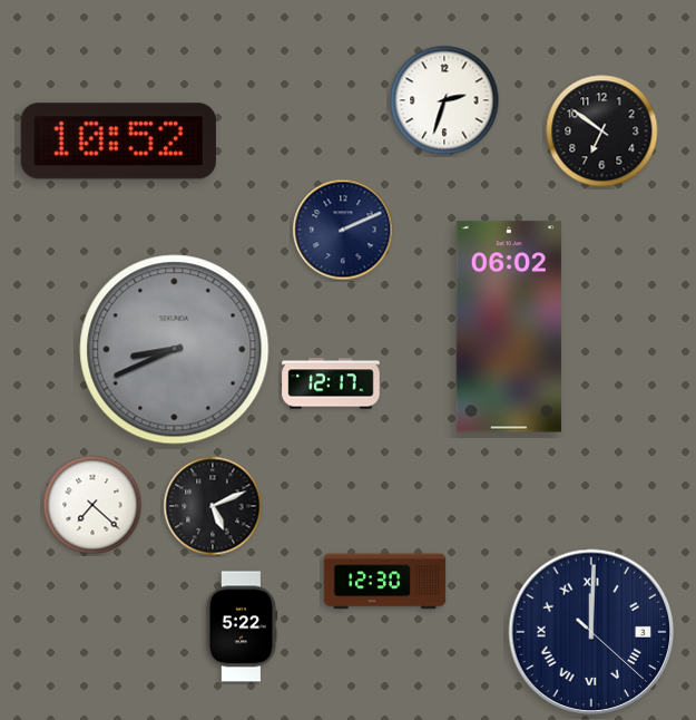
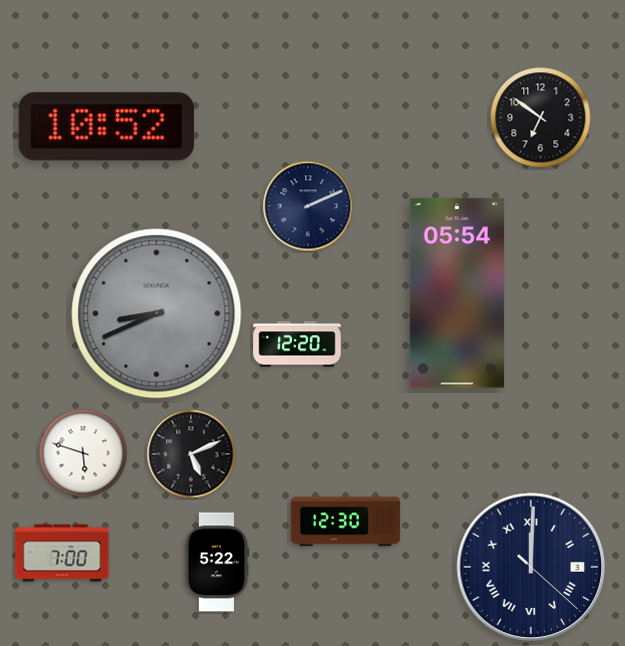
clock at (444, 100): 2:33 -> none
clock at (509, 327): 06:02 -> 05:54
clock at (331, 383): 12:17 -> 12:20
clock at (92, 505): 7:22 -> 5:48
clock at (62, 553): none -> 7:00
